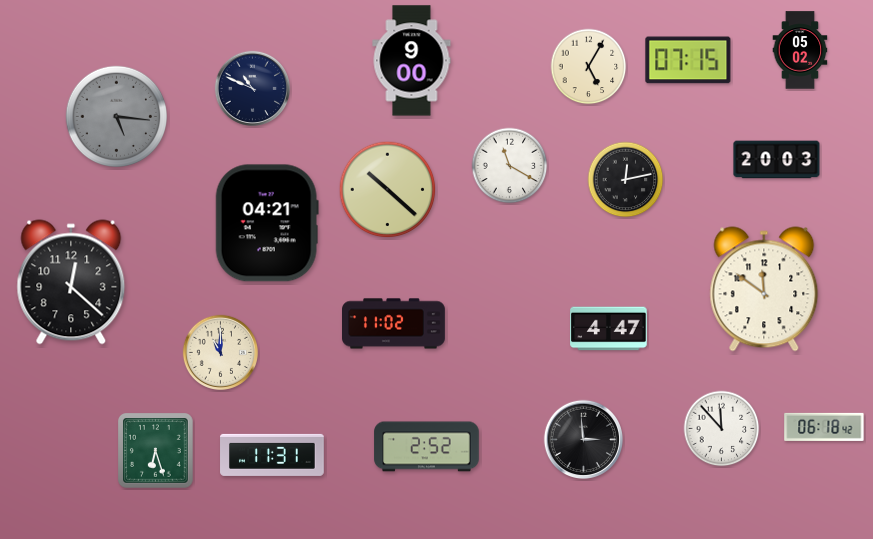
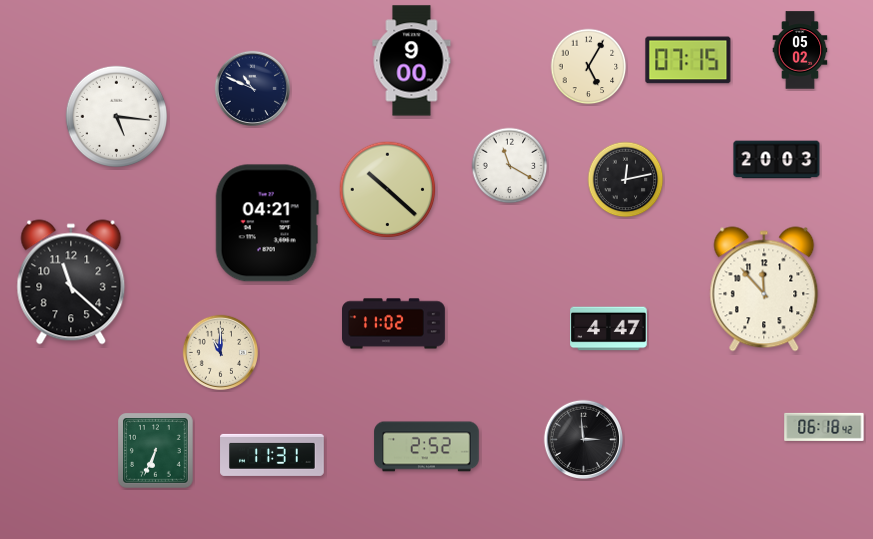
clock at (117, 117) dial: grey -> white
clock at (71, 282): 12:22 -> 11:22
clock at (764, 289): 11:51 -> 11:53
clock at (722, 429): 11:53 -> none
clock at (156, 451): 6:27 -> 6:34
